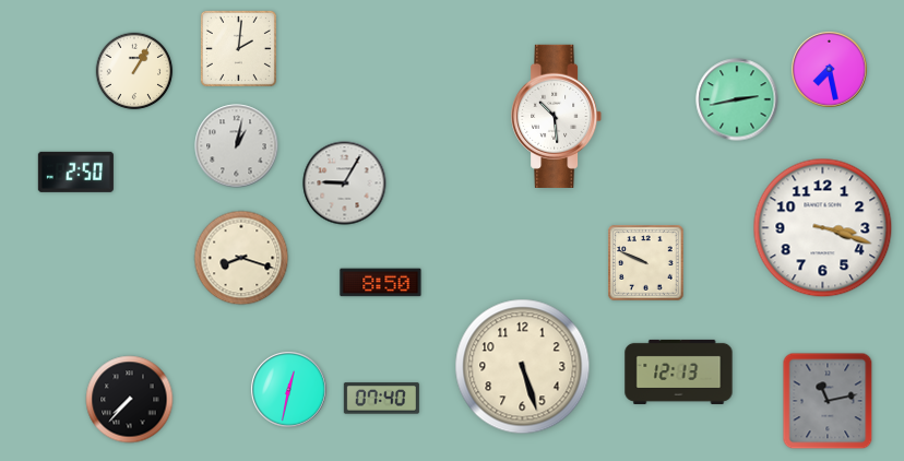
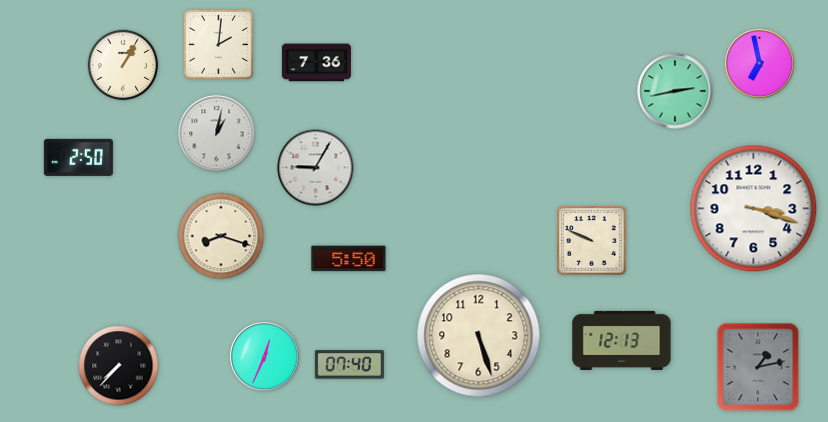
clock at (316, 63): none -> 7:36
clock at (829, 69): 7:28 -> 6:58
clock at (557, 116): 10:29 -> none
clock at (75, 172) position: (75, 172) -> (78, 157)
clock at (381, 283): 8:50 -> 5:50
clock at (288, 389): 12:32 -> 12:34
clock at (828, 401): 11:13 -> 1:13
